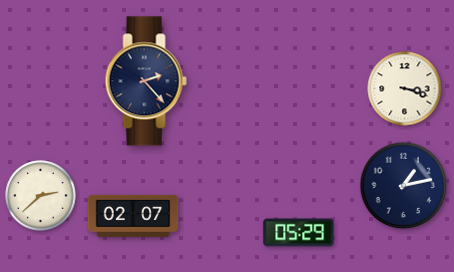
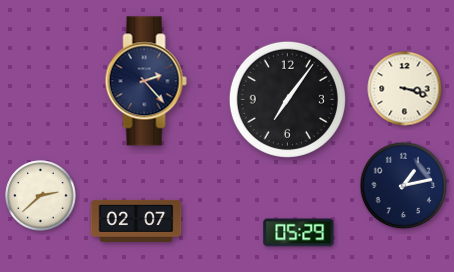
clock at (287, 99): none -> 7:06
clock at (133, 216) position: (133, 216) -> (136, 221)
